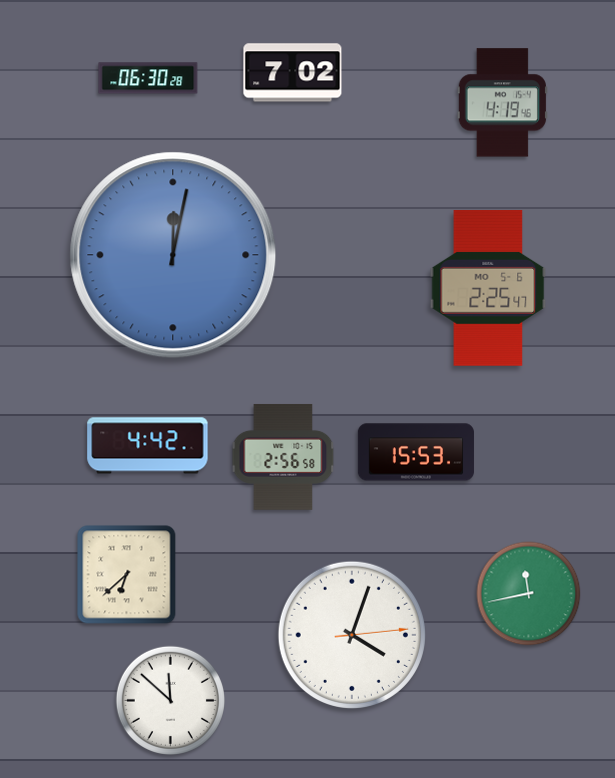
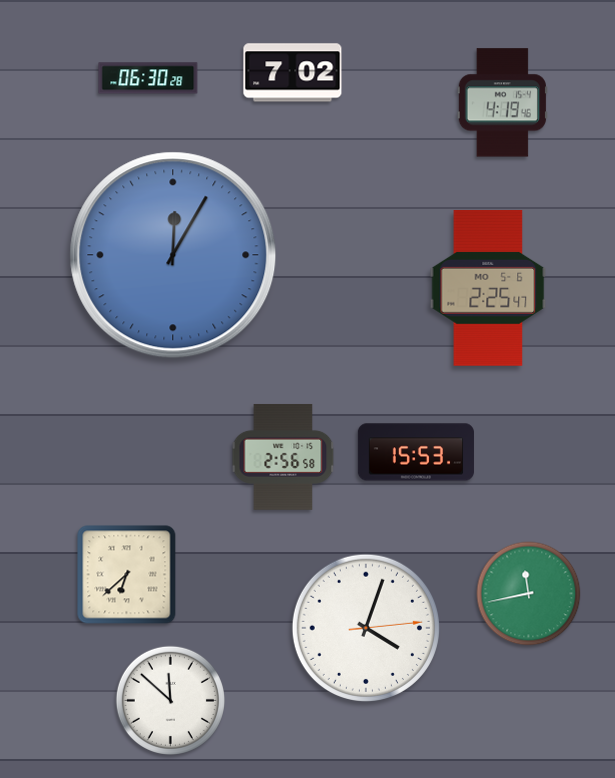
clock at (173, 255): 12:02 -> 12:05
clock at (148, 446): 4:42 -> none
clock at (352, 635) position: (352, 635) -> (366, 628)
